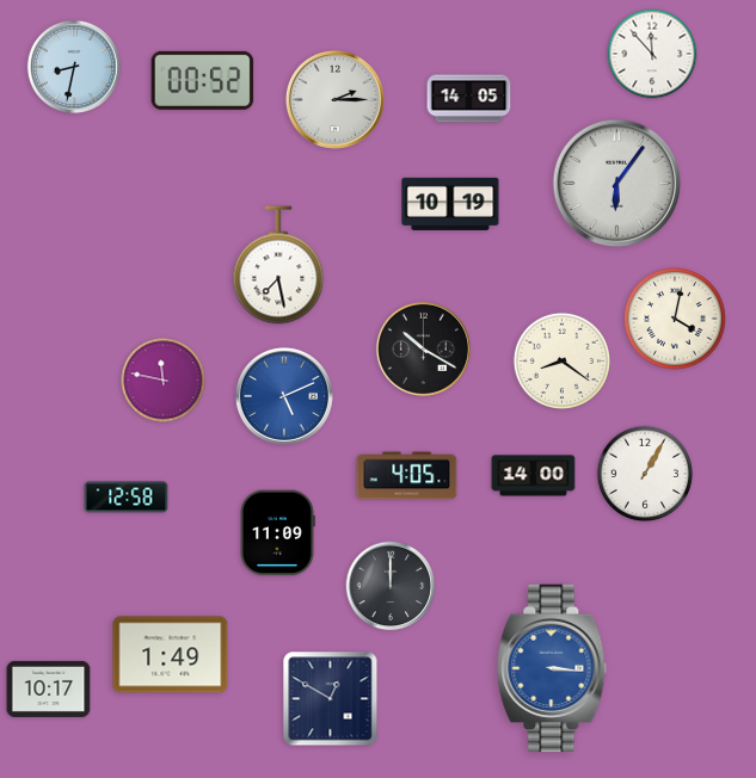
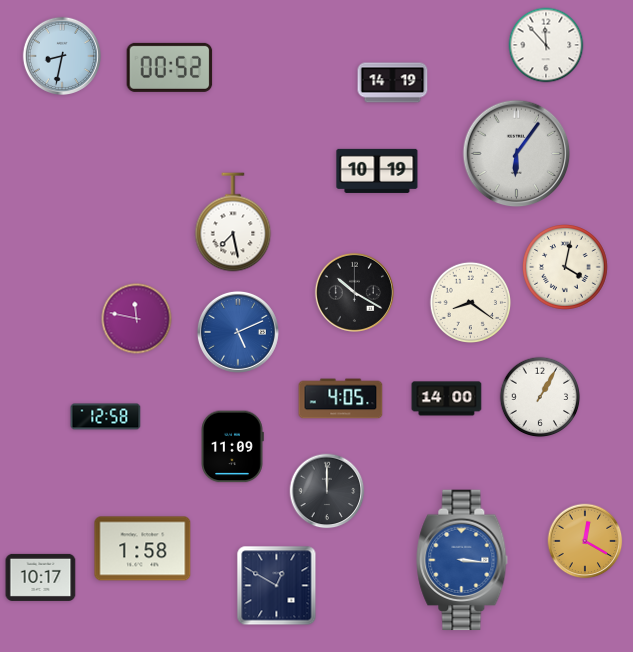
clock at (334, 99): 2:15 -> none
clock at (469, 99): 14:05 -> 14:19
clock at (585, 541): none -> 12:20
clock at (171, 655): 1:49 -> 1:58
